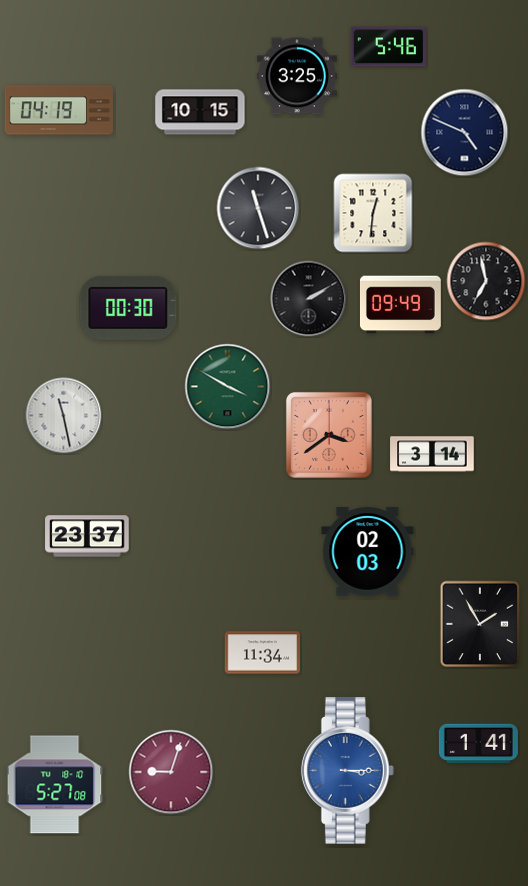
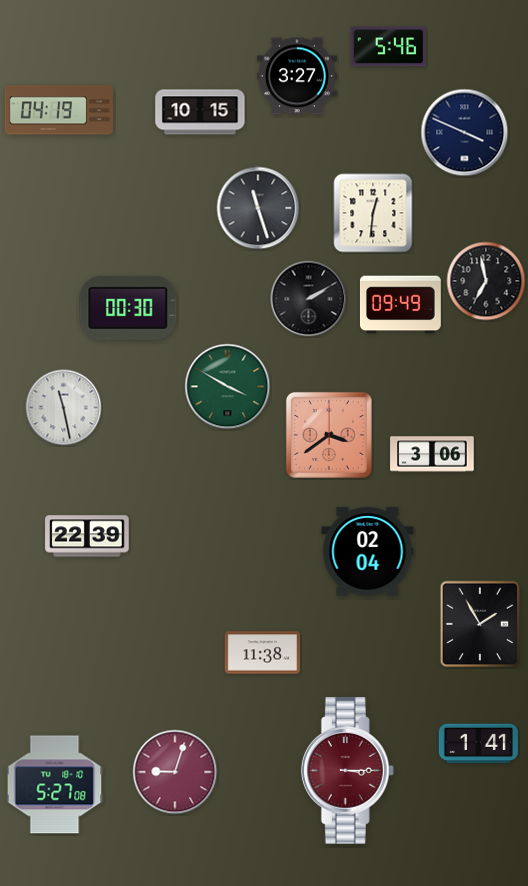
clock at (297, 76): 3:25 -> 3:27
clock at (465, 133): 4:49 -> 3:49
clock at (64, 416) position: (64, 416) -> (64, 408)
clock at (432, 454): 3:14 -> 3:06
clock at (87, 536): 23:37 -> 22:39
clock at (368, 552): 02:03 -> 02:04
clock at (263, 653): 11:34 -> 11:38
clock at (347, 771) dial: blue -> burgundy
clock at (171, 772) position: (171, 772) -> (175, 772)
